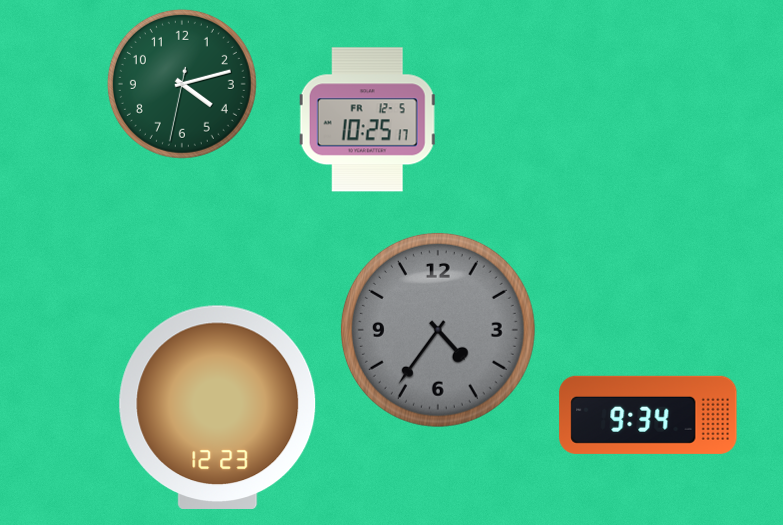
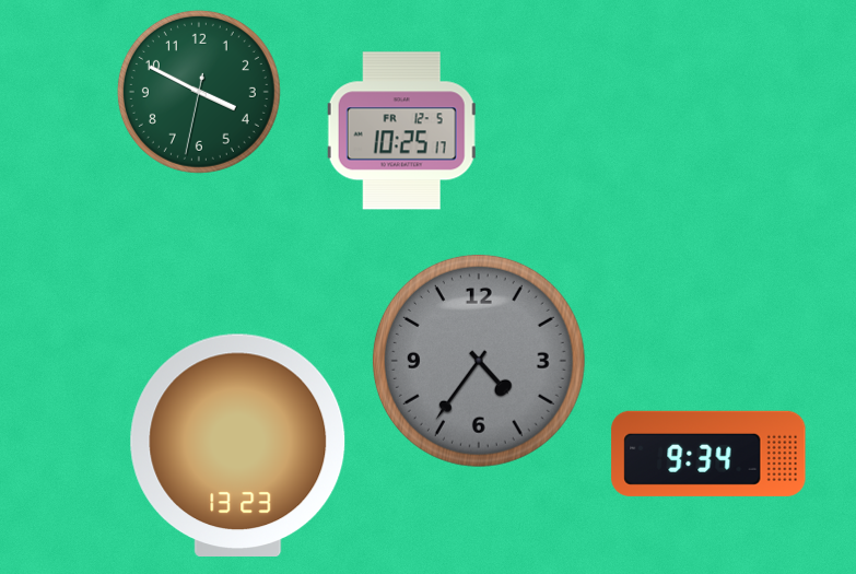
clock at (182, 84): 4:12 -> 3:49
clock at (218, 407): 12:23 -> 13:23
